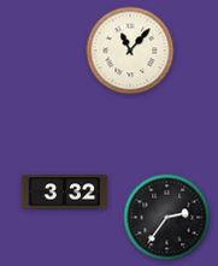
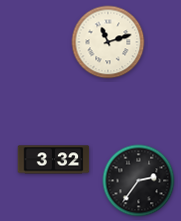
clock at (130, 51): 11:07 -> 11:12
